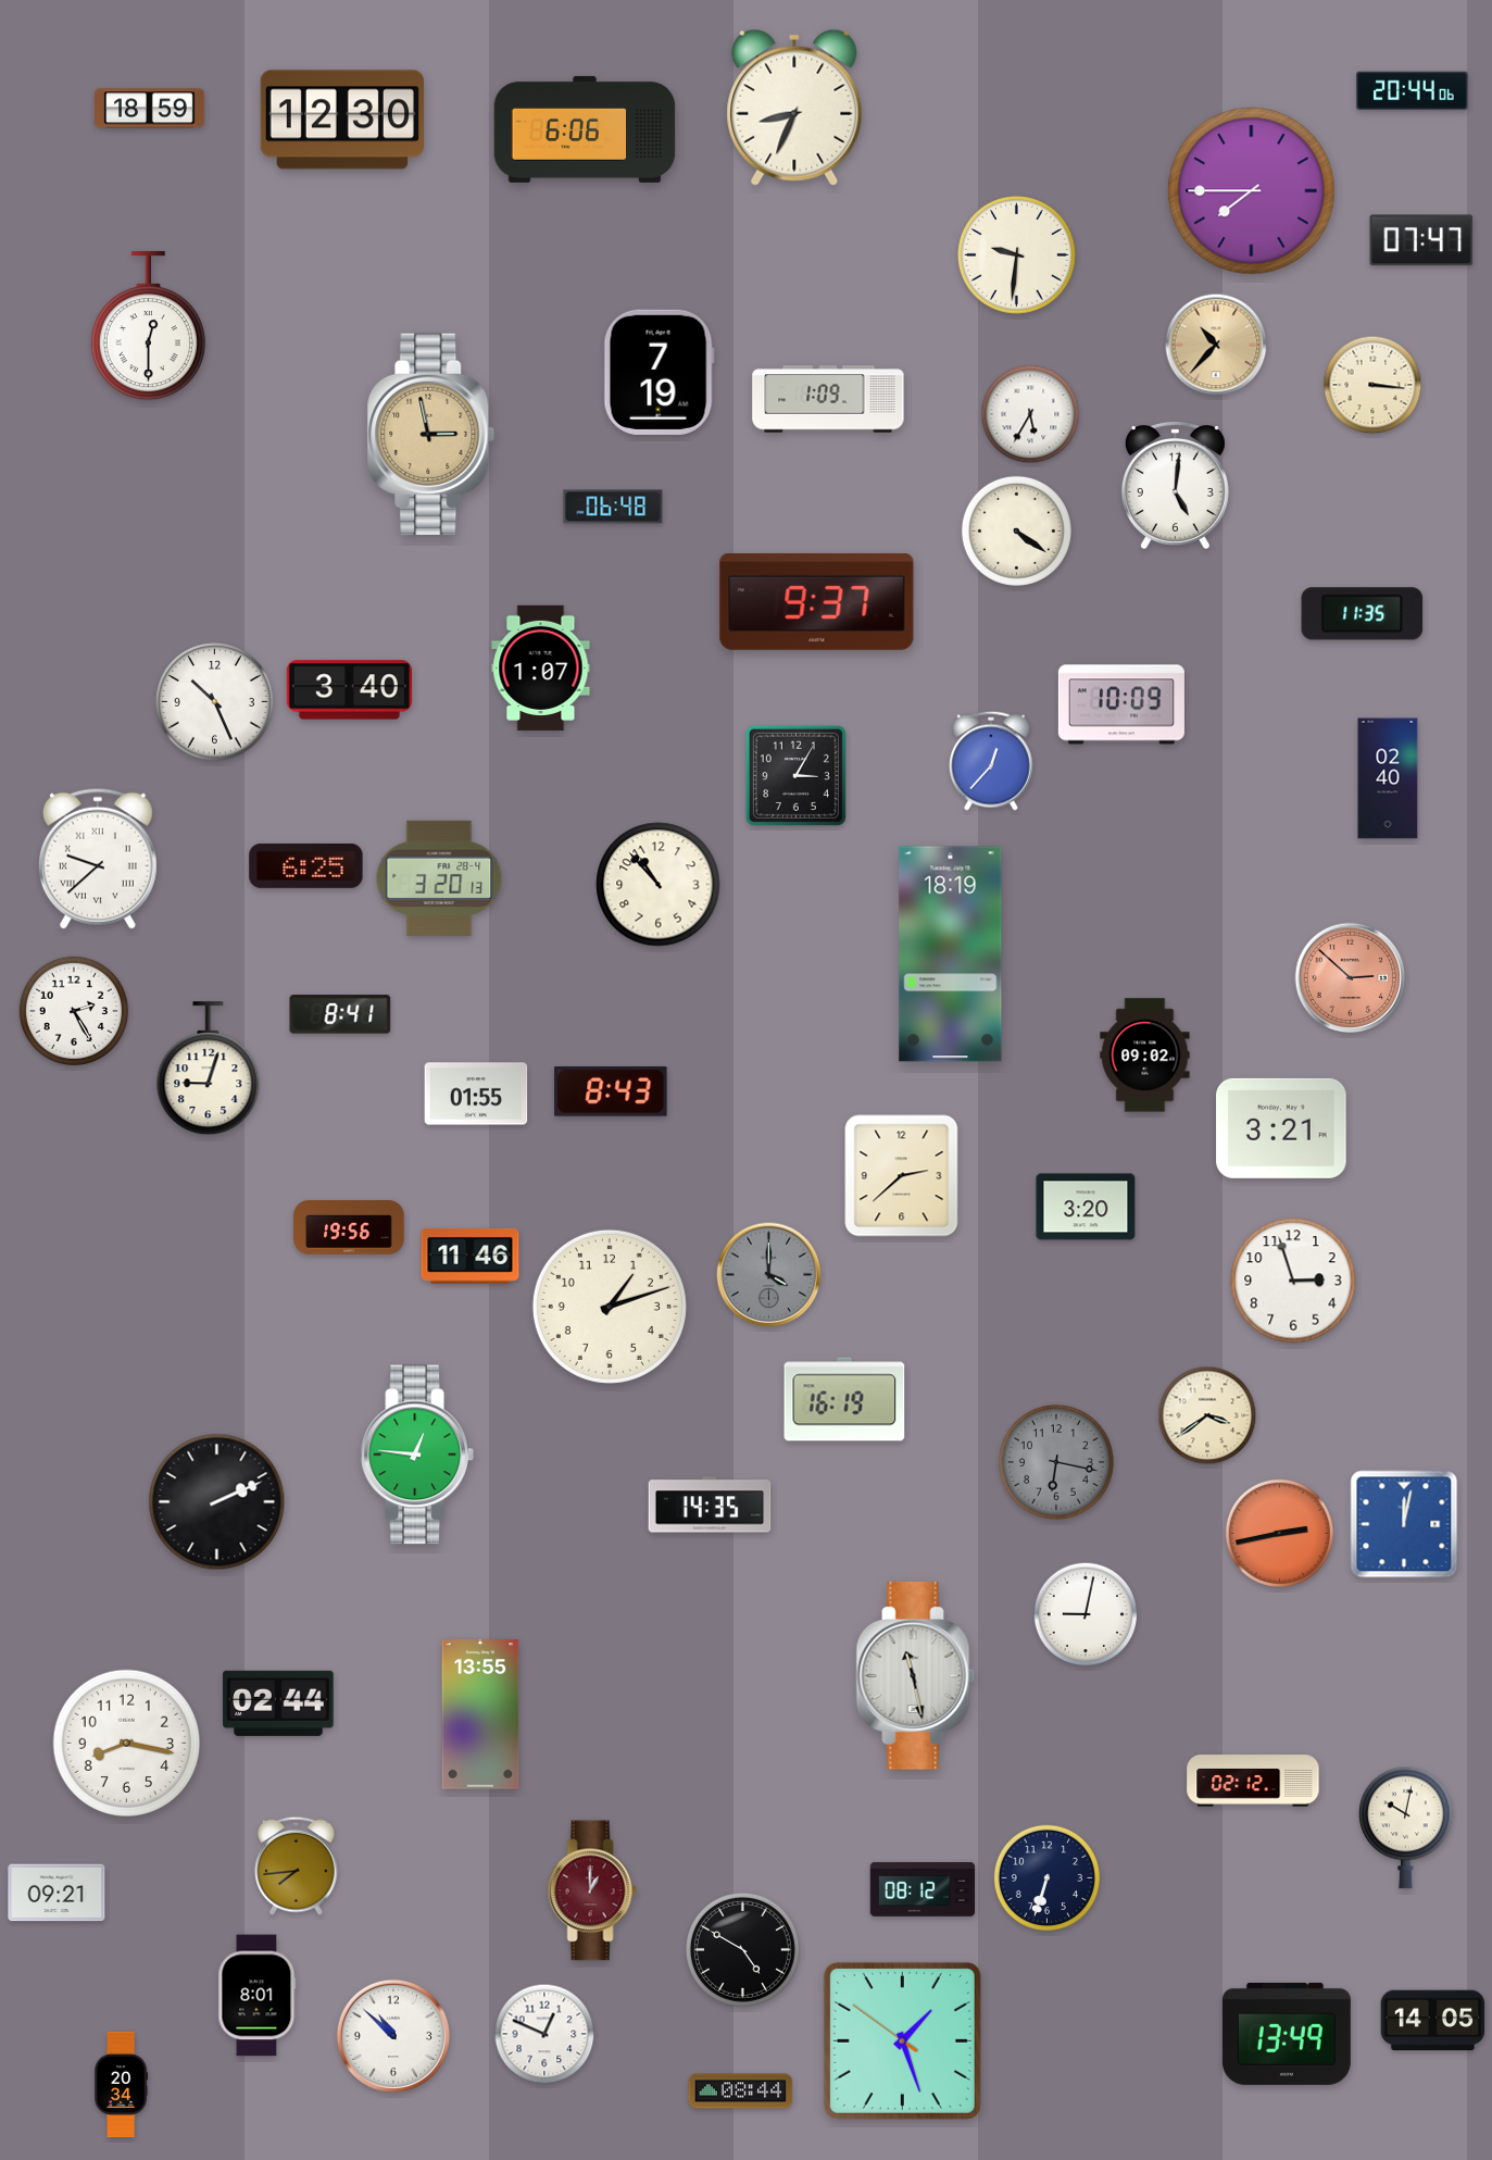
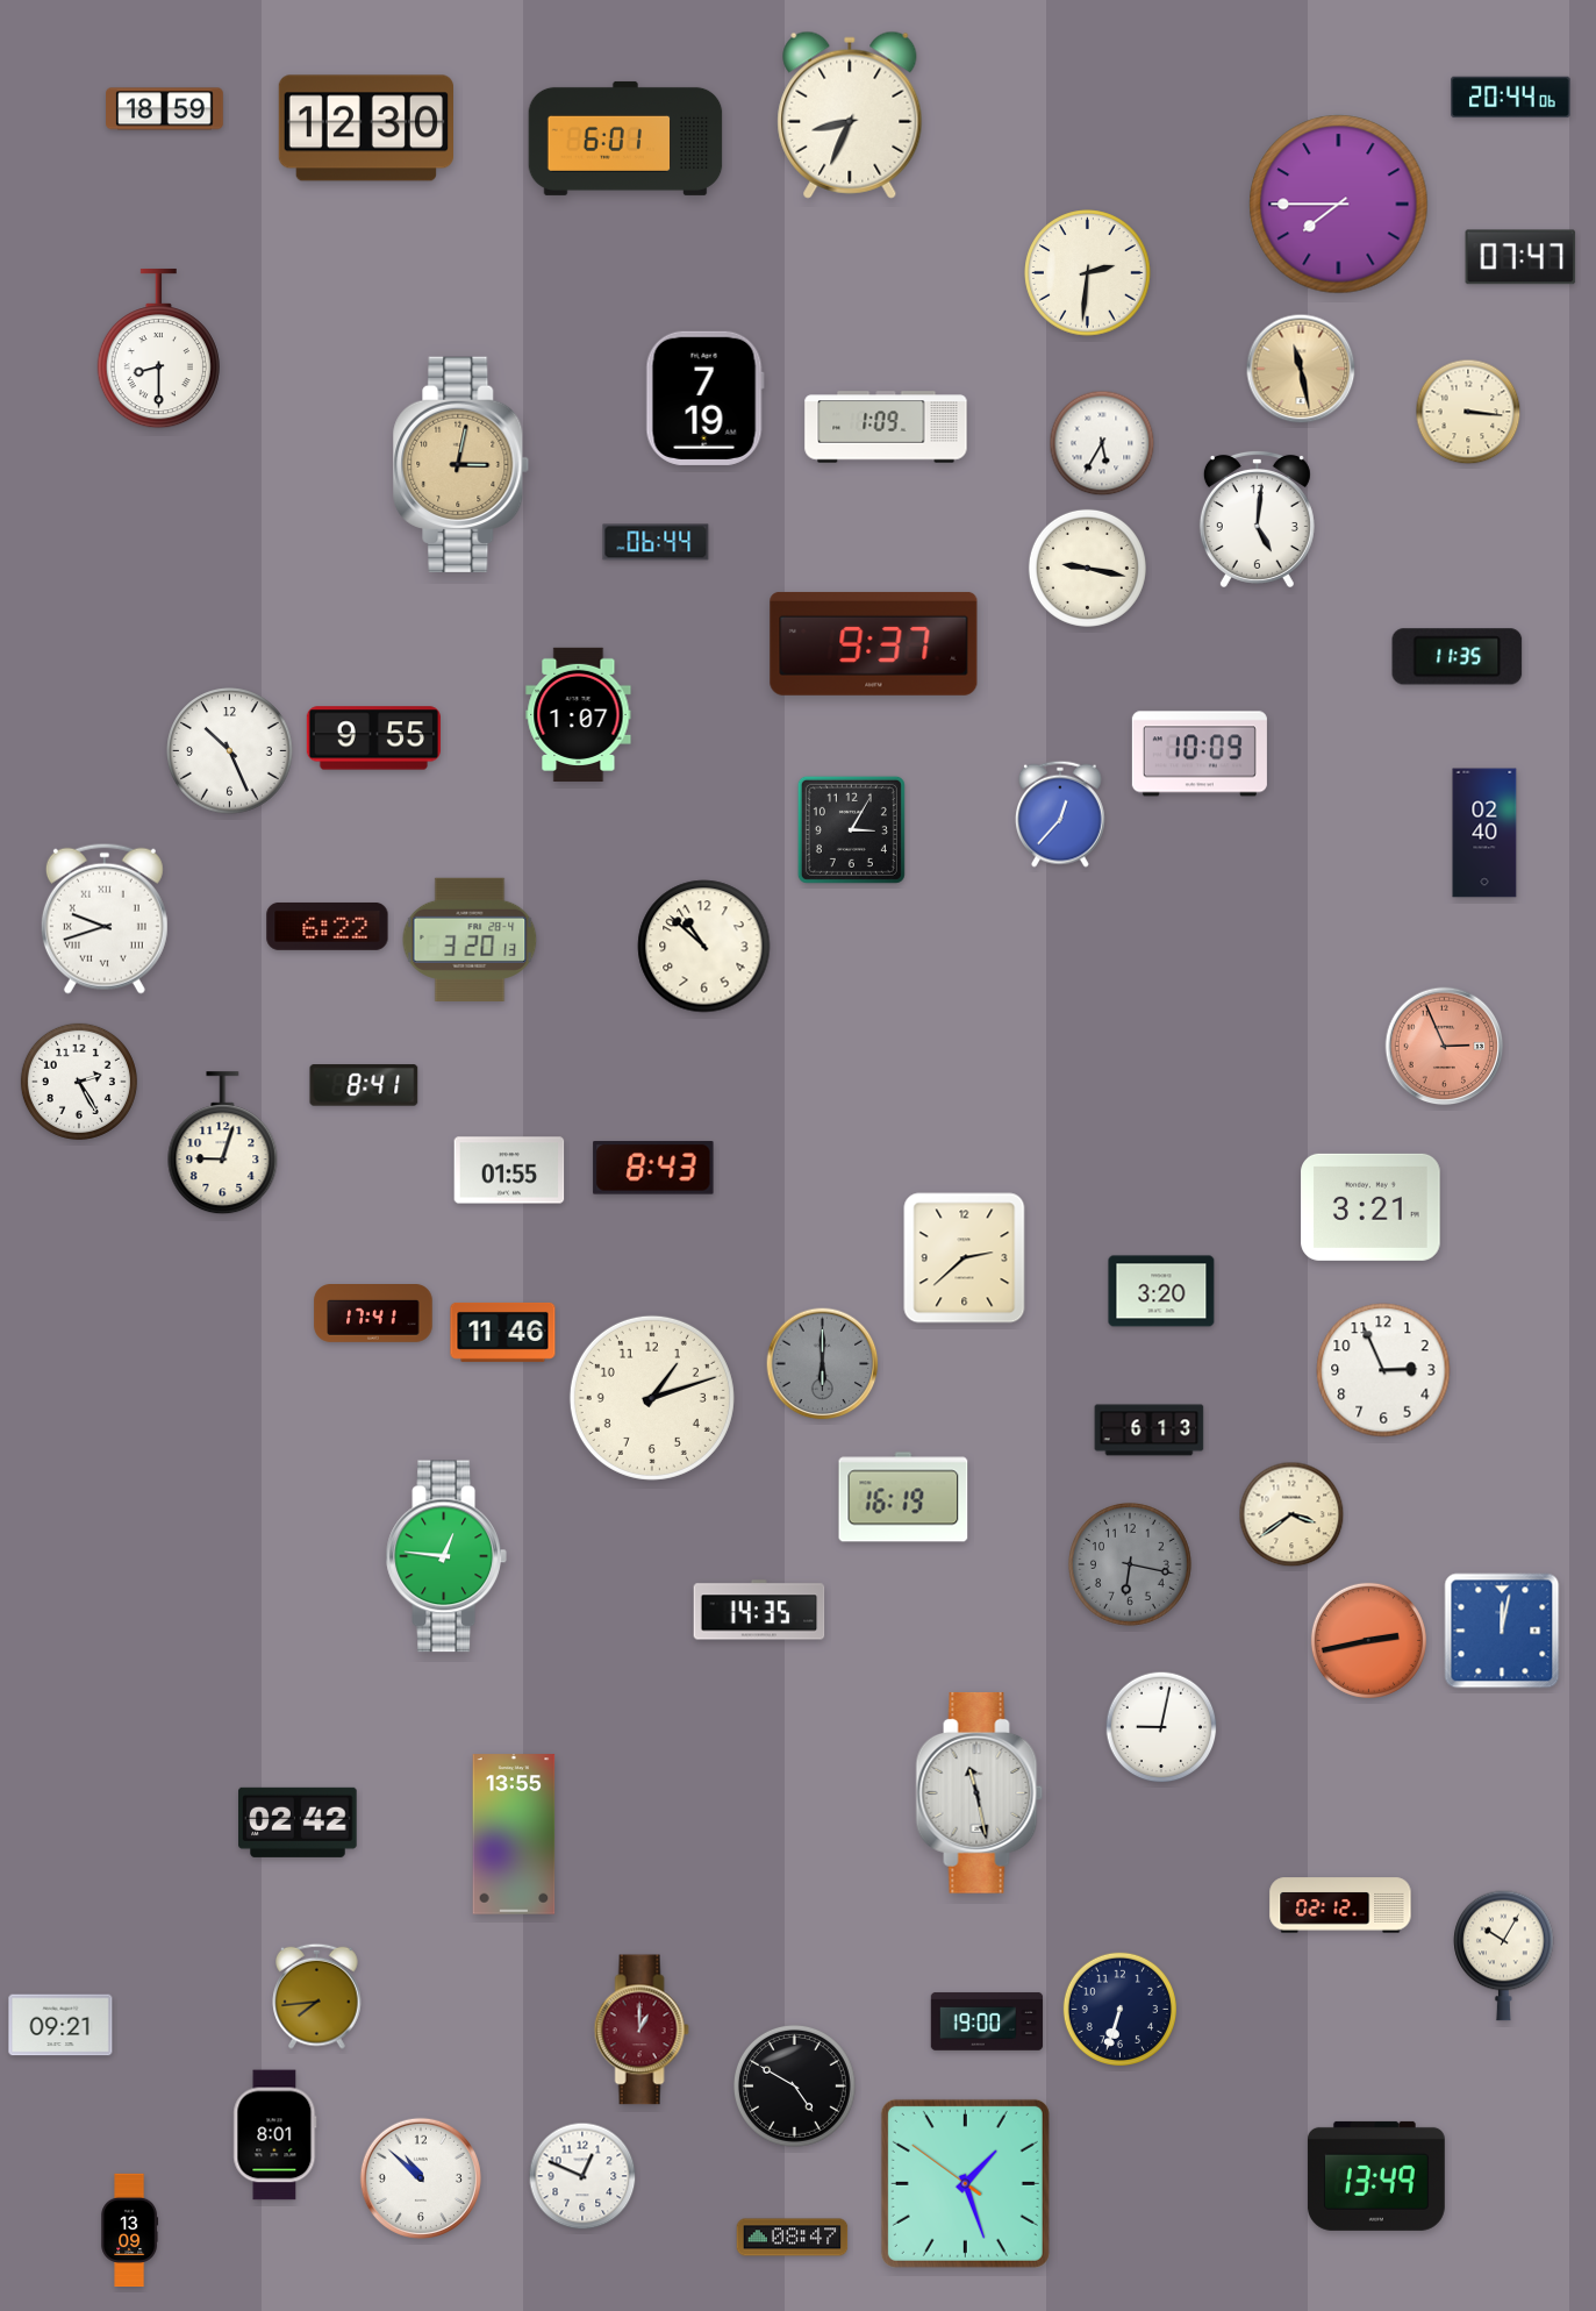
clock at (150, 109) position: (150, 109) -> (165, 109)
clock at (585, 129): 6:06 -> 6:01
clock at (1017, 255): 9:31 -> 2:31
clock at (148, 326): 12:30 -> 8:30
clock at (1216, 345): 10:37 -> 11:28
clock at (431, 434): 2:58 -> 3:02
clock at (613, 507): 06:48 -> 06:44
clock at (1016, 530): 4:21 -> 9:17
clock at (349, 690): 3:40 -> 9:55
clock at (98, 859): 9:38 -> 9:42
clock at (306, 865): 6:25 -> 6:22
clock at (659, 885): 10:53 -> 10:52
clock at (951, 954): 18:19 -> none
clock at (1351, 978): 2:52 -> 2:56
clock at (1145, 1056): 09:02 -> none
clock at (349, 1228): 19:56 -> 17:41
clock at (471, 1256) position: (471, 1256) -> (503, 1332)
clock at (769, 1275): 4:00 -> 6:00
clock at (1293, 1281): 2:57 -> 2:56
clock at (1150, 1431): none -> 6:13
clock at (217, 1502): 2:11 -> none
clock at (278, 1703): 02:44 -> 02:42
clock at (127, 1744): 8:17 -> none
clock at (1406, 1827): 10:02 -> 10:05
clock at (923, 1889): 08:12 -> 19:00
clock at (592, 1890) position: (592, 1890) -> (642, 2030)
clock at (1433, 2021): 14:05 -> none
clock at (122, 2084): 20:34 -> 13:09
clock at (741, 2092): 08:44 -> 08:47
